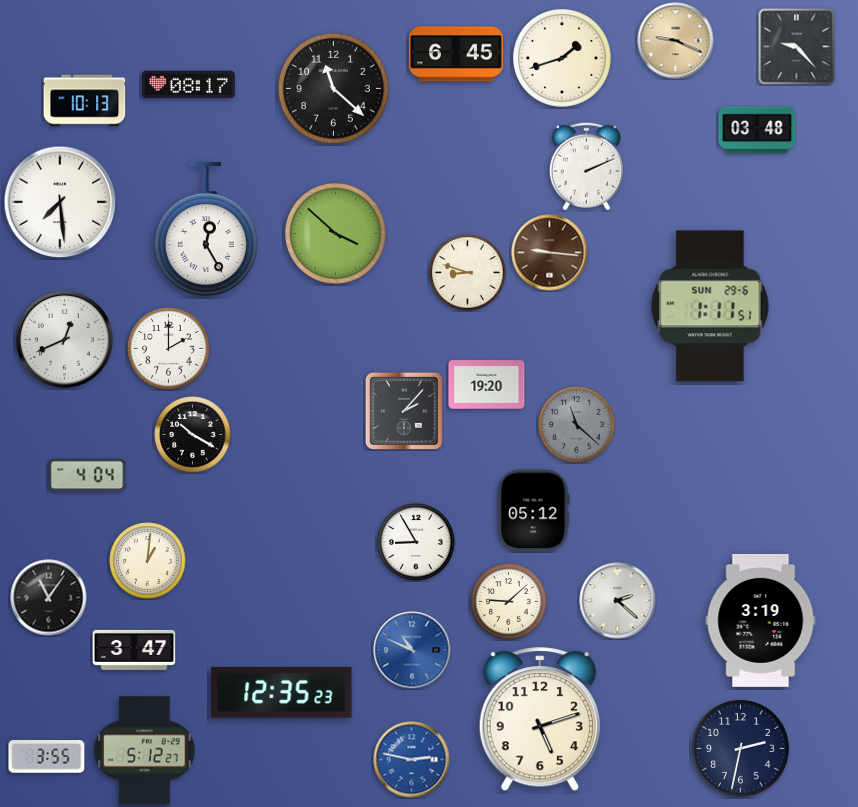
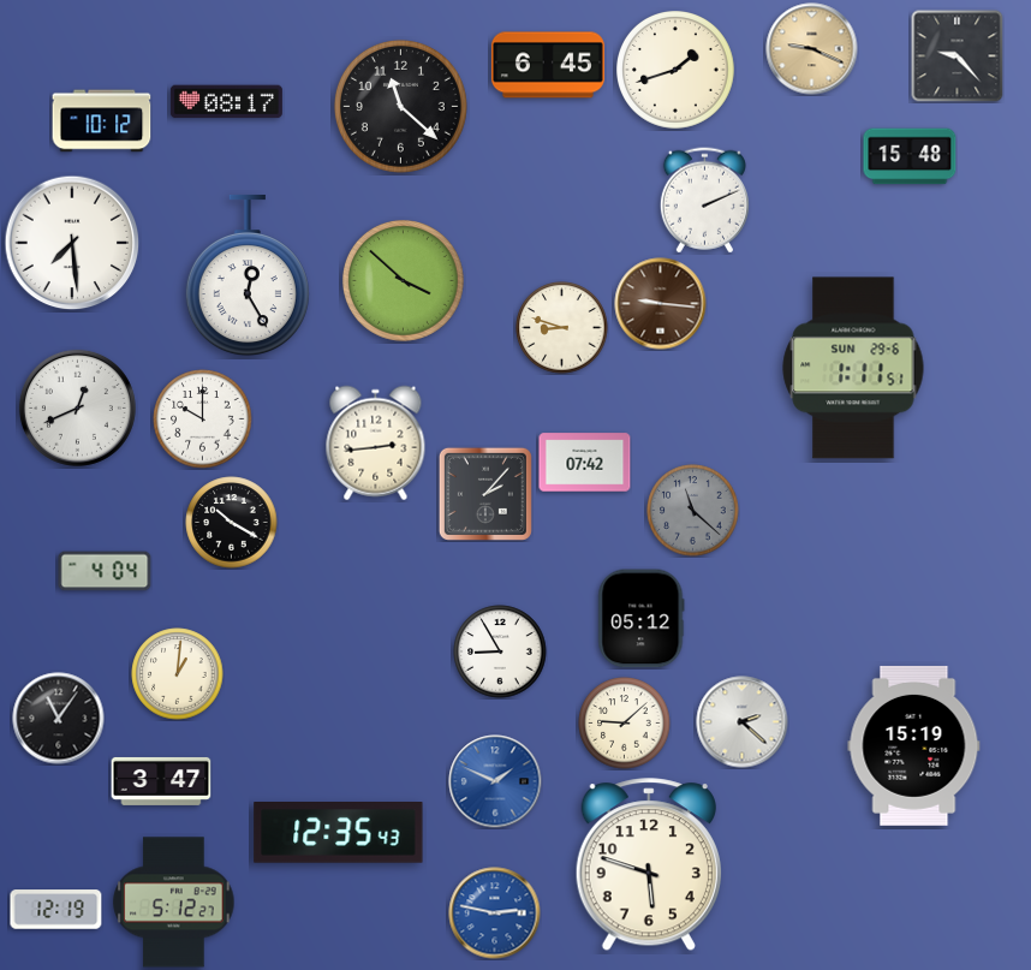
clock at (85, 101): 10:13 -> 10:12
clock at (757, 130): 03:48 -> 15:48
clock at (169, 349): 2:00 -> 10:00
clock at (376, 444): none -> 2:44
clock at (487, 385): 19:20 -> 07:42
clock at (534, 511) position: (534, 511) -> (642, 619)
clock at (509, 602) position: (509, 602) -> (625, 724)
clock at (761, 620): 3:19 -> 15:19
clock at (412, 650): 10:49 -> 1:49
clock at (282, 693): 12:35:23 -> 12:35:43
clock at (540, 720): 5:12 -> 5:48
clock at (741, 749): 2:32 -> none
clock at (47, 757): 3:55 -> 12:19
